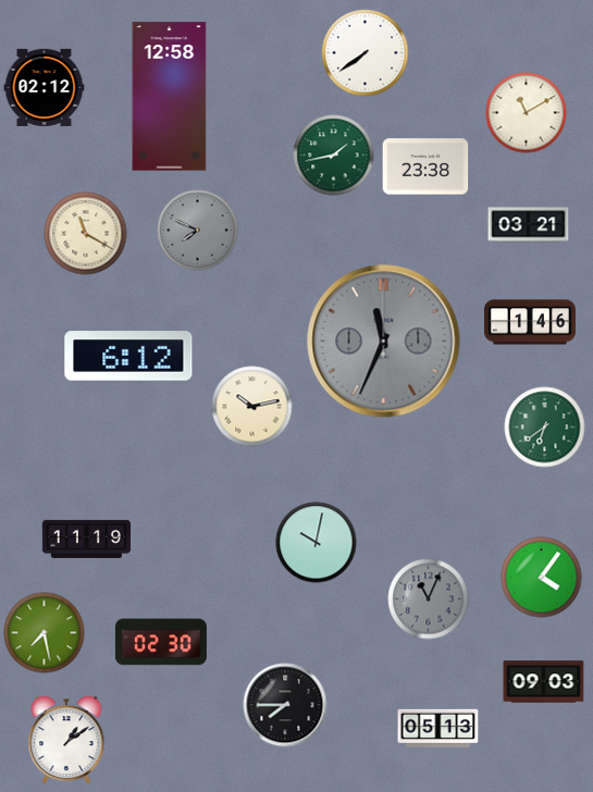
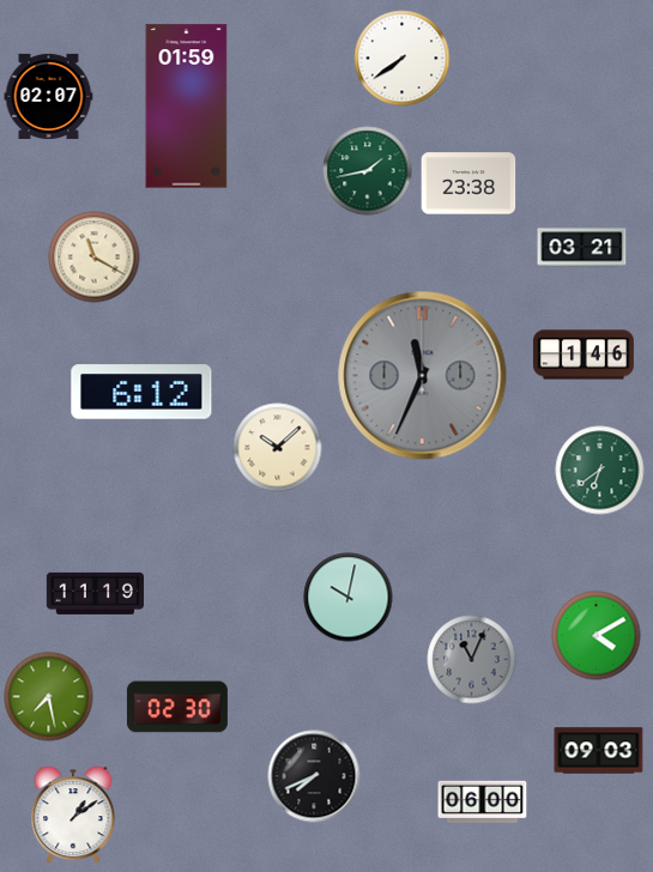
clock at (45, 87): 02:12 -> 02:07
clock at (170, 97): 12:58 -> 01:59
clock at (527, 113): 11:10 -> none
clock at (198, 231): 7:49 -> none
clock at (252, 407): 10:13 -> 10:08
clock at (542, 578): 4:06 -> 4:10
clock at (285, 705): 7:45 -> 7:41
clock at (438, 728): 05:13 -> 06:00
